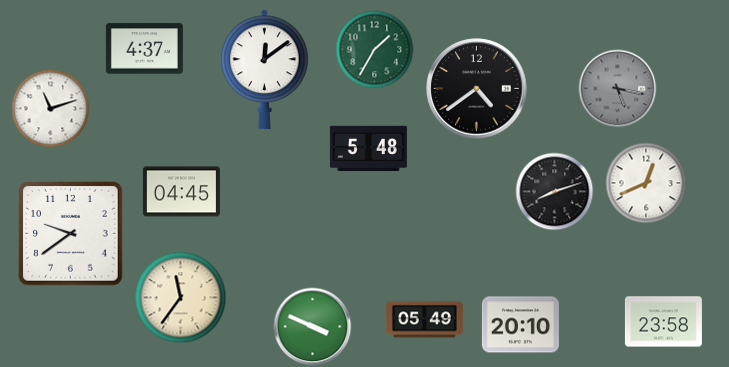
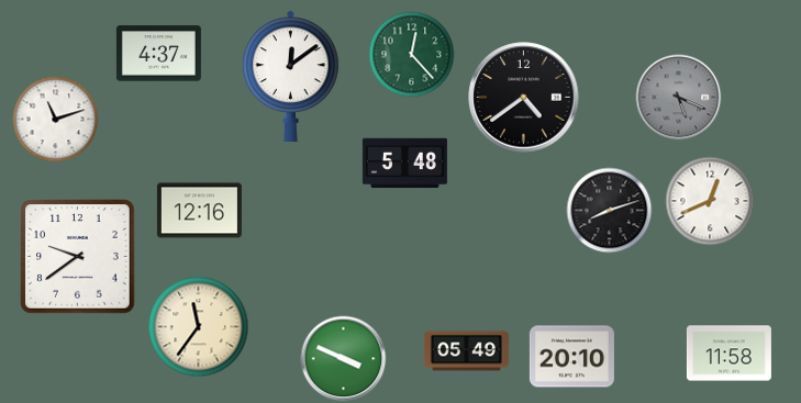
clock at (374, 49): 1:35 -> 12:23
clock at (617, 88): 5:17 -> 5:19
clock at (181, 192): 04:45 -> 12:16
clock at (663, 322): 23:58 -> 11:58
